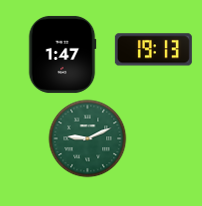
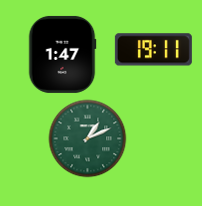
clock at (153, 50): 19:13 -> 19:11
clock at (87, 138): 9:11 -> 1:11
